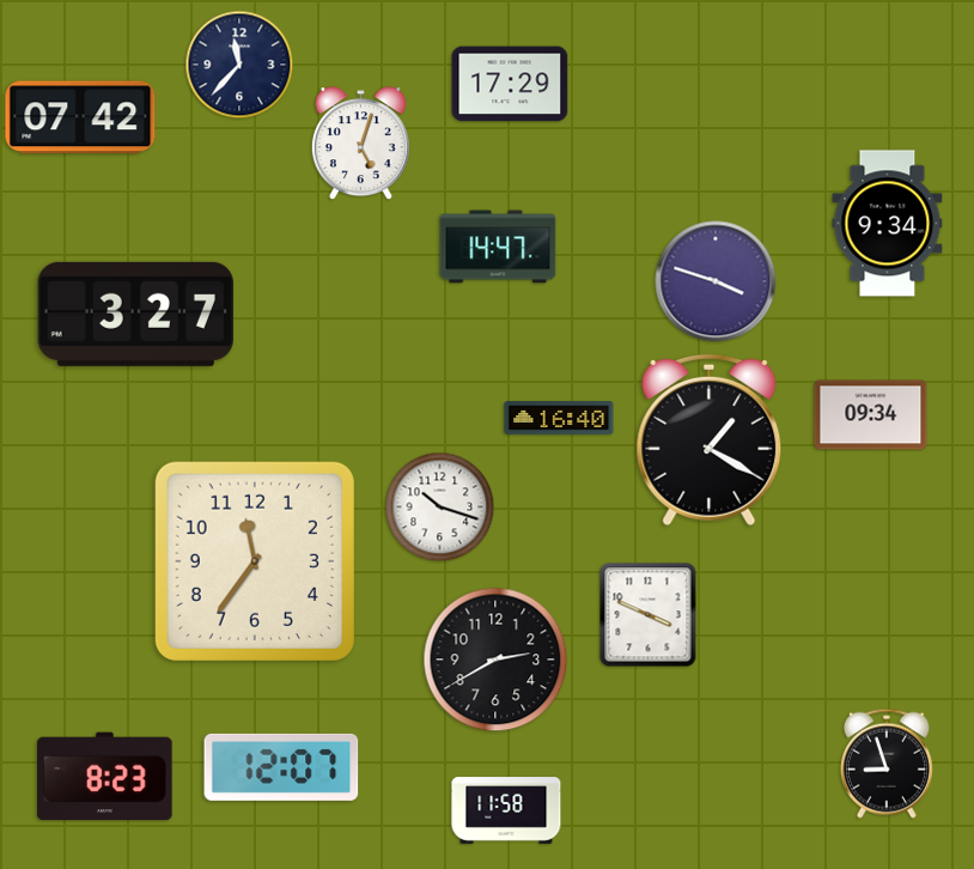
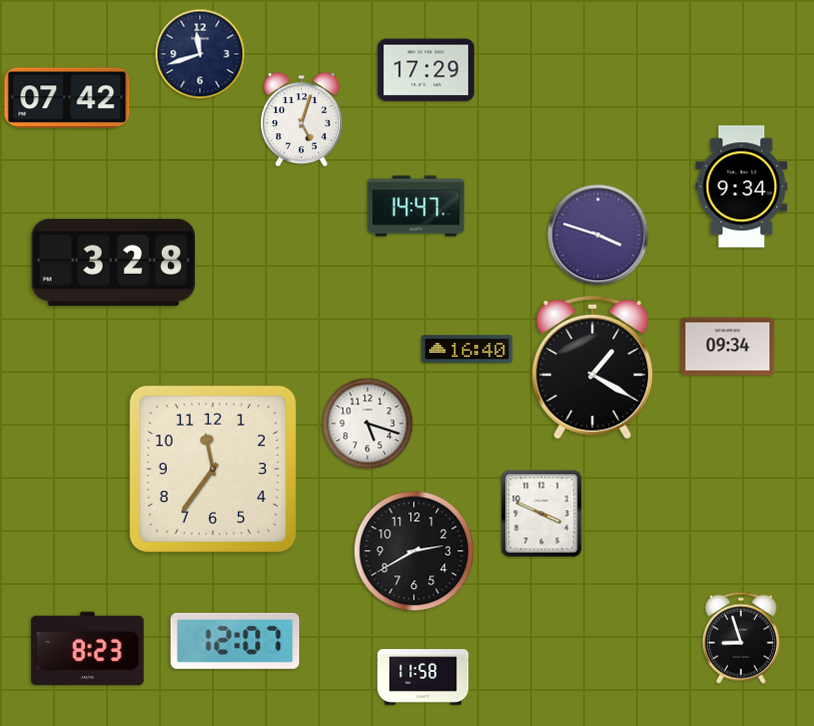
clock at (239, 65): 11:37 -> 11:42
clock at (135, 314): 3:27 -> 3:28
clock at (440, 508): 10:18 -> 5:18
